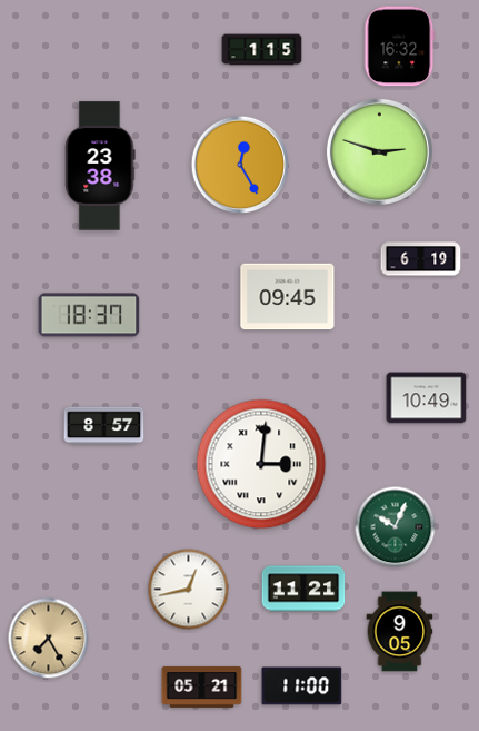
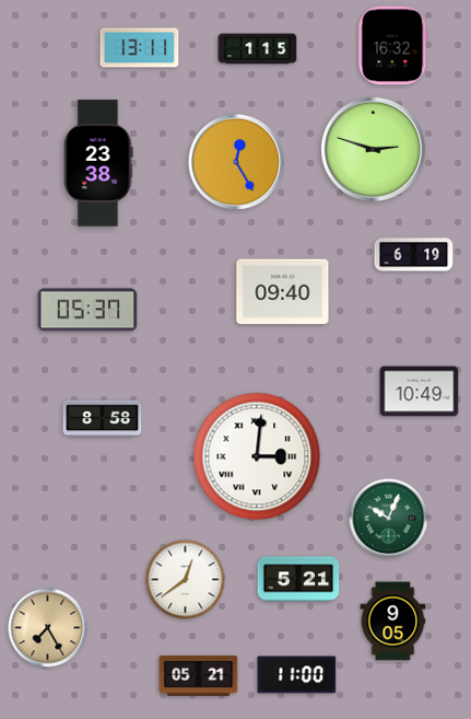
clock at (140, 48): none -> 13:11
clock at (288, 297): 09:45 -> 09:40
clock at (89, 315): 18:37 -> 05:37
clock at (104, 426): 8:57 -> 8:58
clock at (303, 589): 11:21 -> 5:21
clock at (189, 590): 12:43 -> 12:39
